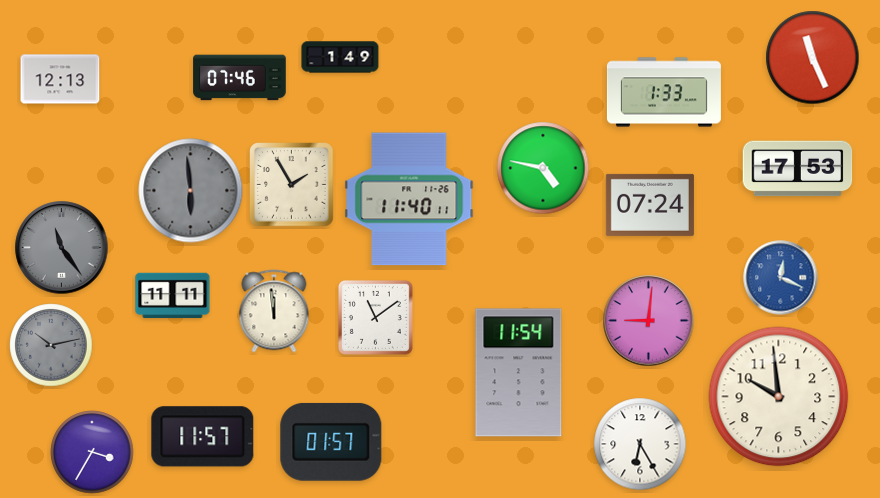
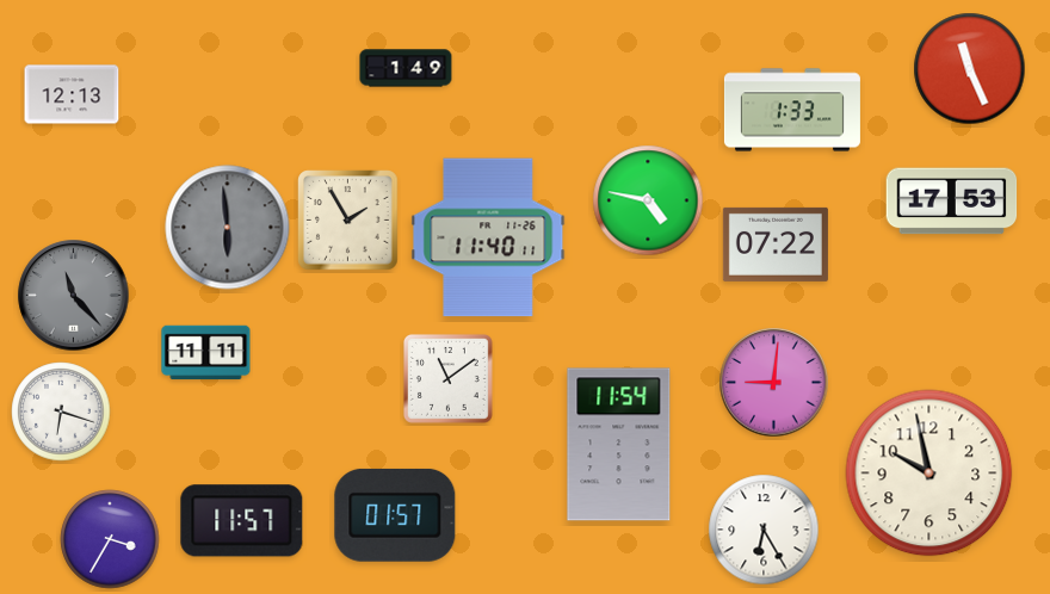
clock at (240, 78): 07:46 -> none
clock at (650, 205): 07:24 -> 07:22
clock at (62, 248): 11:24 -> 11:23
clock at (781, 278): 12:19 -> none
clock at (274, 311): 11:59 -> none
clock at (51, 345): 10:13 -> 6:18
clock at (51, 345) dial: grey -> white
clock at (779, 397): 9:59 -> 9:58
clock at (331, 442) position: (331, 442) -> (395, 515)
